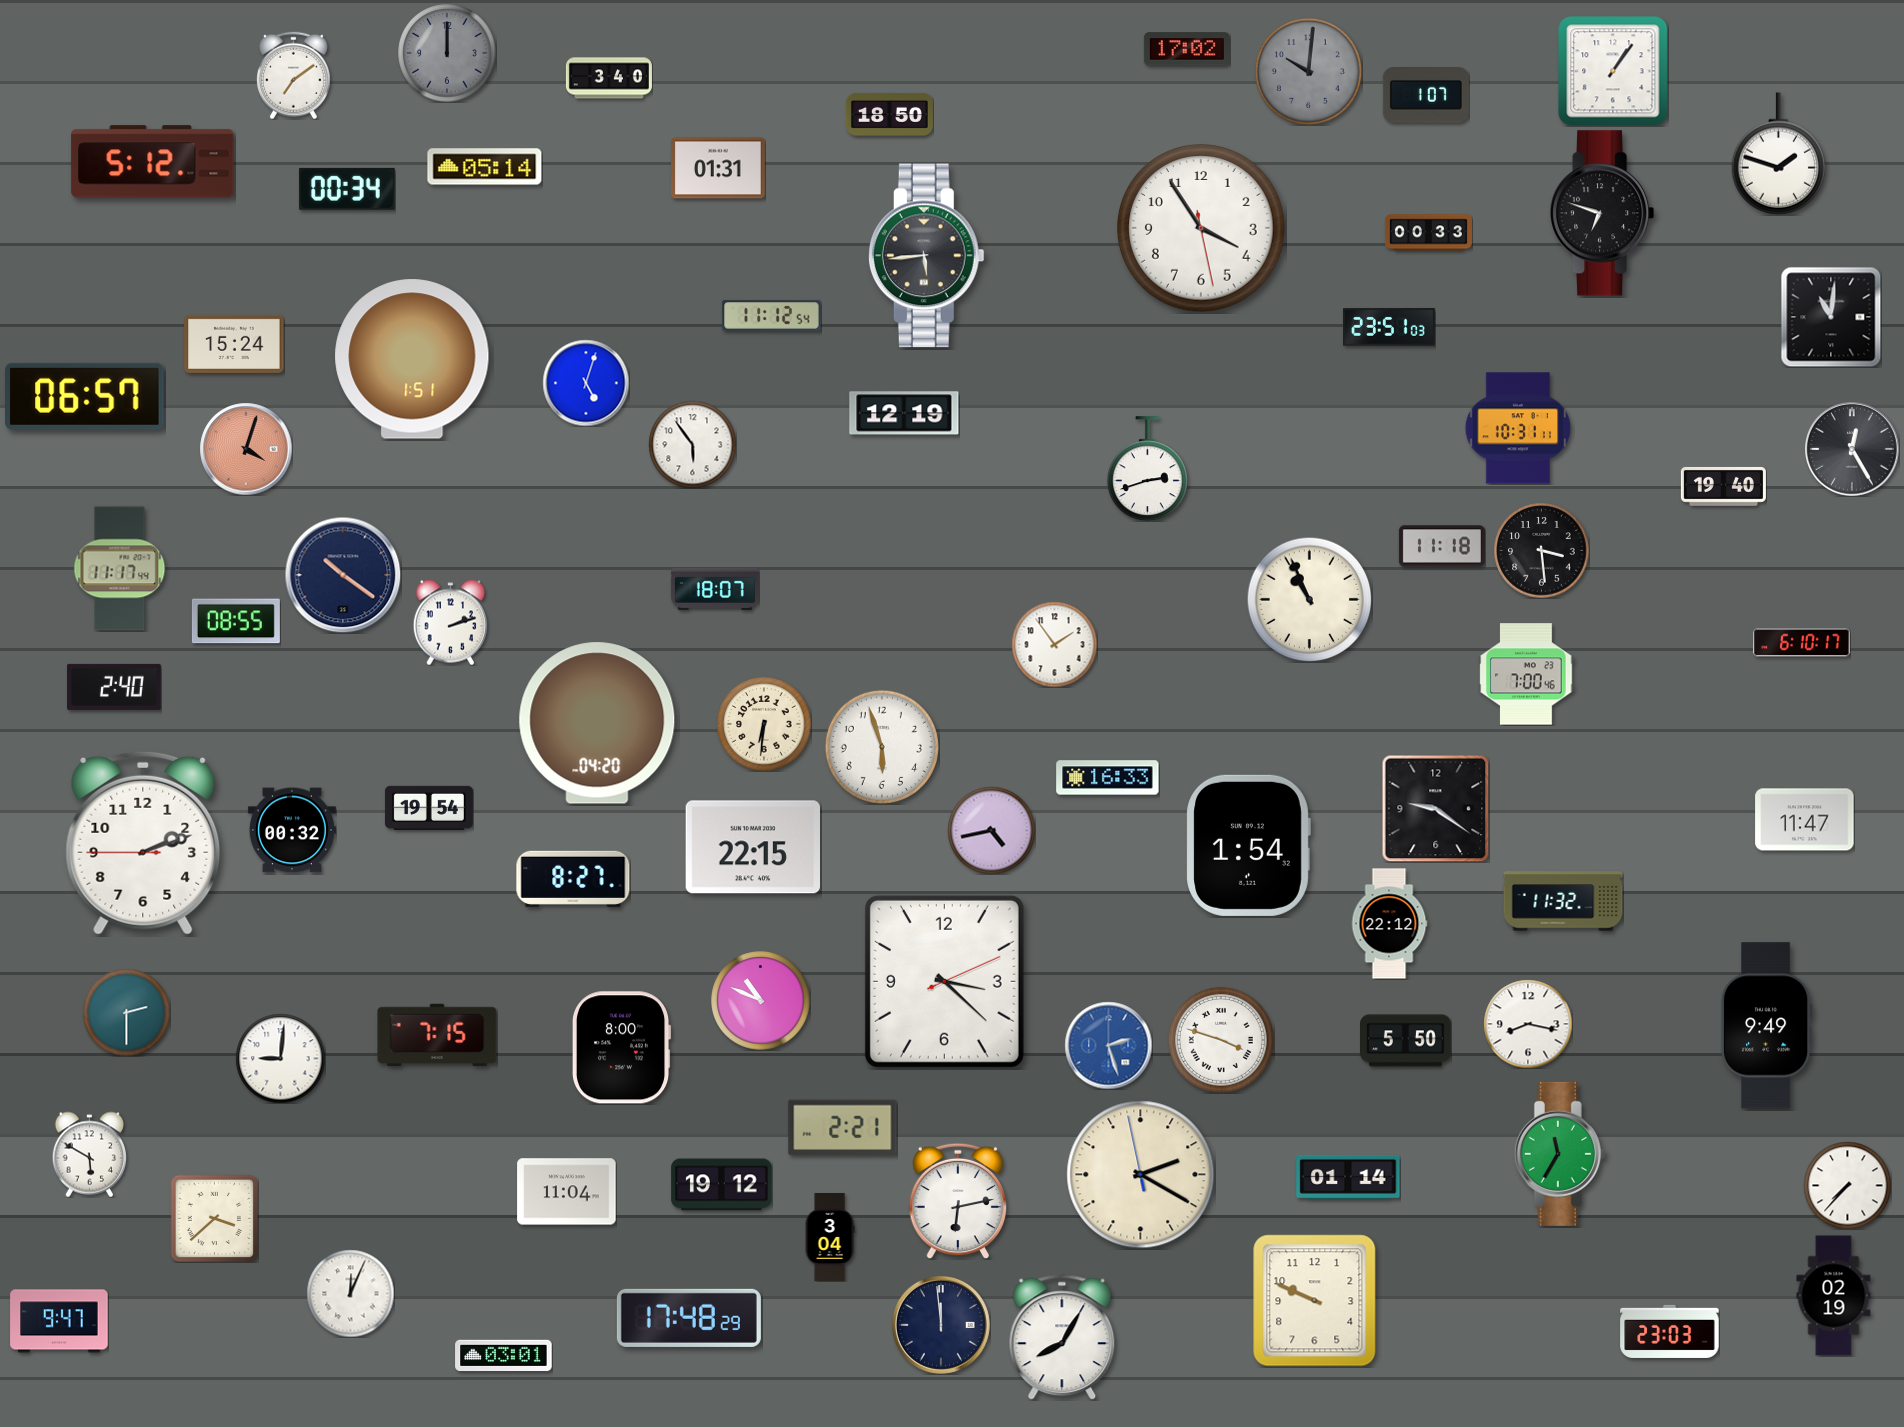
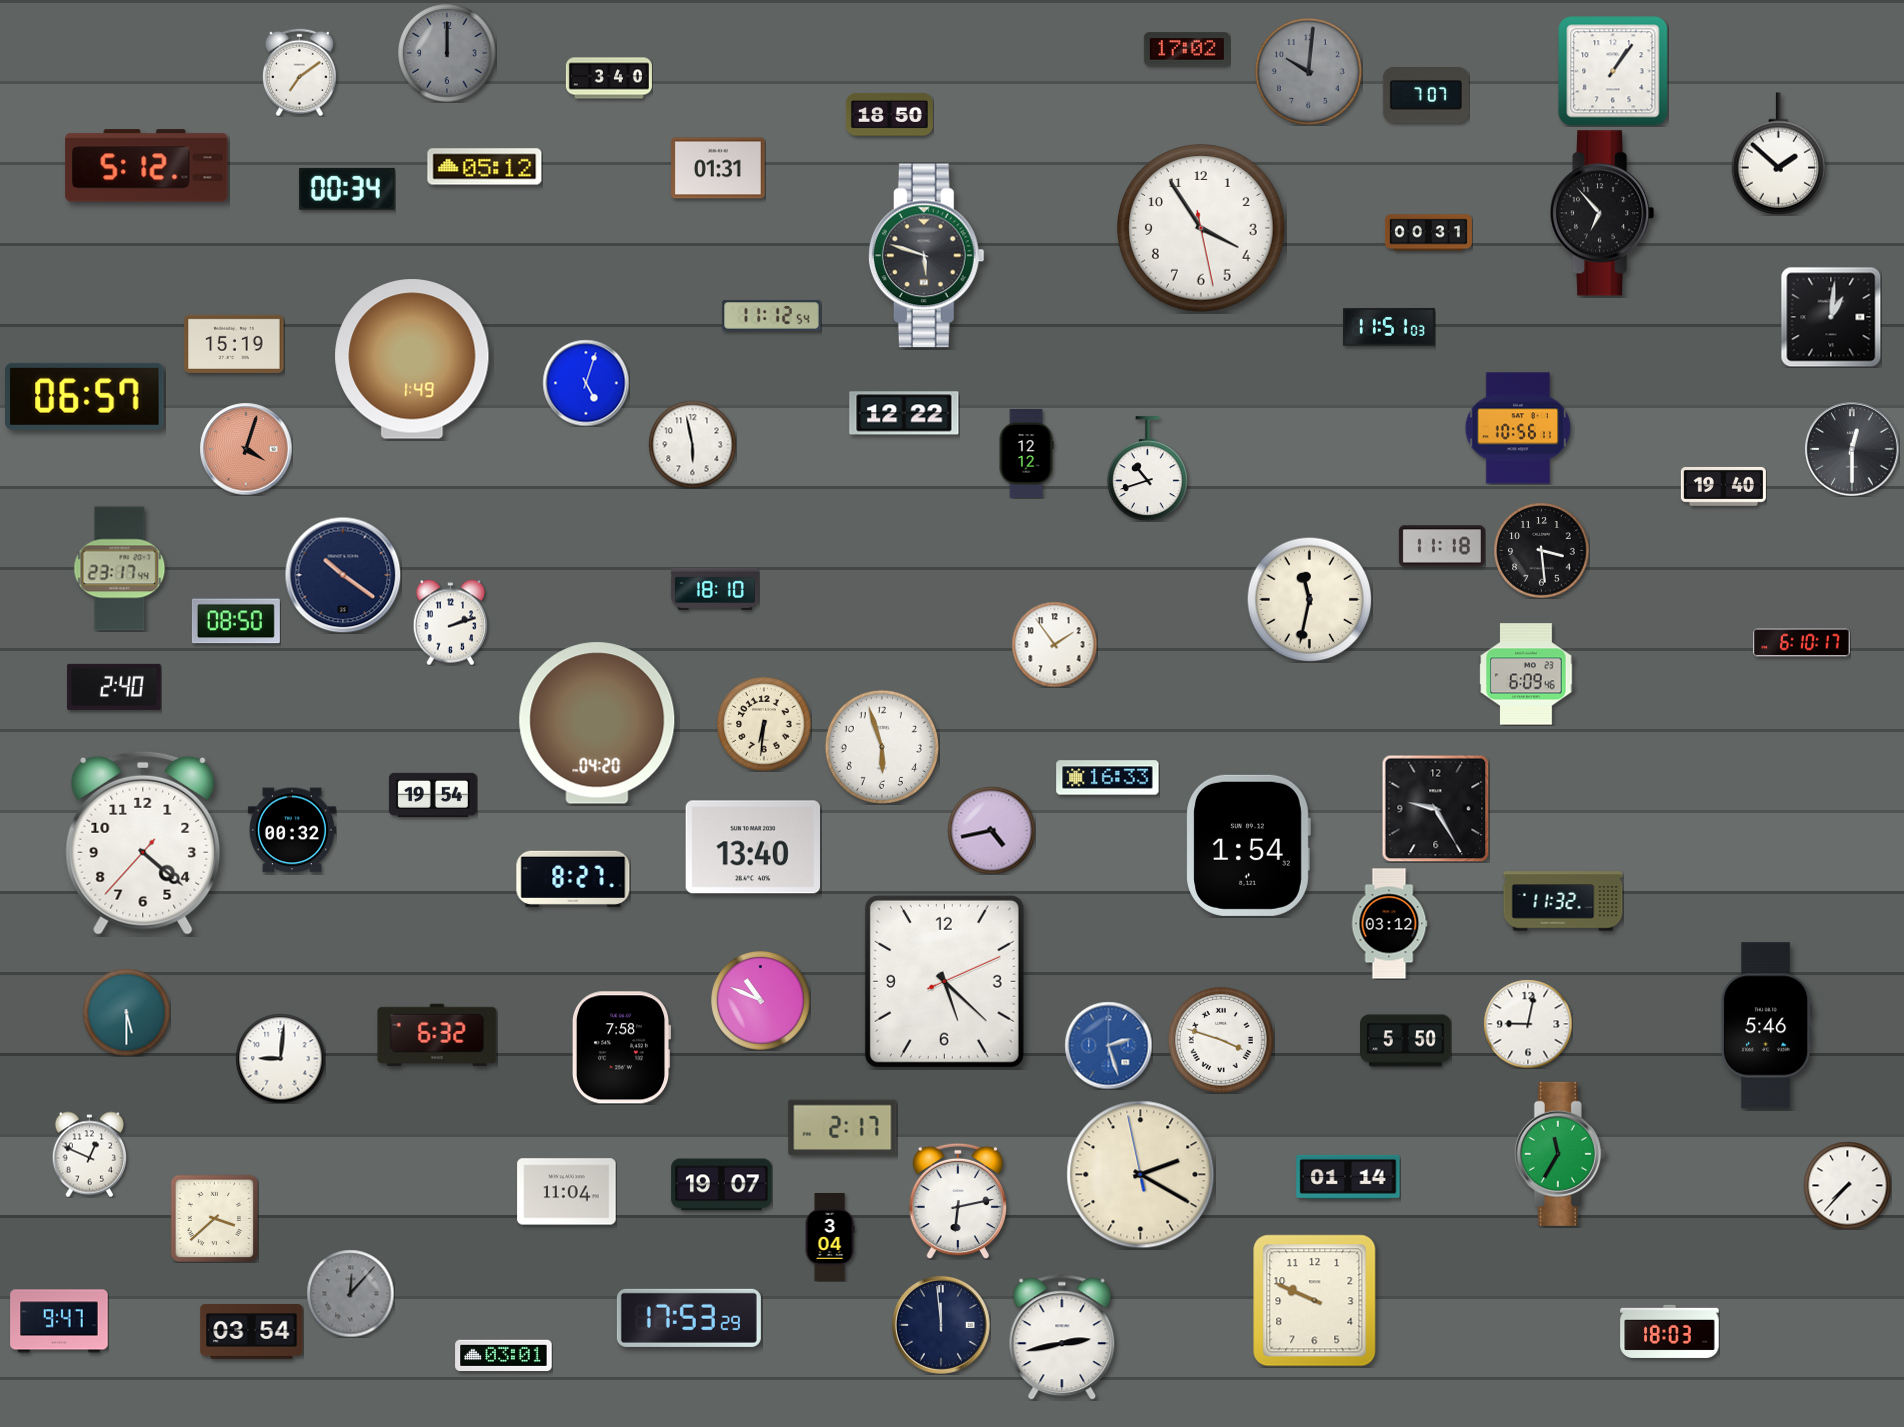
clock at (293, 75) position: (293, 75) -> (299, 72)
clock at (1426, 96): 1:07 -> 7:07
clock at (1778, 154): 1:48 -> 1:52
clock at (153, 162) position: (153, 162) -> (147, 166)
clock at (485, 167): 05:14 -> 05:12
clock at (1603, 213): 6:48 -> 6:53
clock at (1428, 233): 00:33 -> 00:31
clock at (926, 256): 5:44 -> 5:48
clock at (1831, 317): 11:01 -> 1:01
clock at (1390, 327): 23:51 -> 11:51
clock at (234, 344): 15:24 -> 15:19
clock at (412, 359): 1:51 -> 1:49
clock at (904, 413): 12:19 -> 12:22
clock at (1518, 428): 10:31 -> 10:56
clock at (692, 444): 5:54 -> 5:58
clock at (1852, 449): 12:25 -> 12:30
clock at (1026, 453): none -> 12:12
clock at (1147, 469): 2:42 -> 10:42
clock at (120, 569): 11:17 -> 23:17
clock at (715, 589): 18:07 -> 18:10
clock at (1309, 599): 10:56 -> 11:32
clock at (236, 621): 08:55 -> 08:50
clock at (1526, 674): 7:00 -> 6:09
clock at (429, 808) position: (429, 808) -> (433, 795)
clock at (1435, 808): 9:21 -> 9:25
clock at (1805, 820): 11:47 -> none
clock at (143, 843): 2:11 -> 4:21
clock at (752, 847): 22:15 -> 13:40
clock at (1389, 924): 22:12 -> 03:12
clock at (944, 981): 3:22 -> 5:22
clock at (126, 1012): 2:30 -> 5:30
clock at (1528, 1024): 8:17 -> 9:02
clock at (1766, 1026): 9:49 -> 5:46
clock at (437, 1035): 7:15 -> 6:32
clock at (621, 1048): 8:00 -> 7:58
clock at (843, 1128): 2:21 -> 2:17
clock at (90, 1154): 5:50 -> 12:49
clock at (722, 1185): 19:12 -> 19:07
clock at (350, 1293): 12:04 -> 12:07
clock at (350, 1293) dial: white -> grey
clock at (1834, 1296): 02:19 -> none
clock at (689, 1318): 17:48 -> 17:53
clock at (1670, 1331): 23:03 -> 18:03
clock at (252, 1332): none -> 03:54
clock at (1062, 1337): 8:05 -> 2:43
